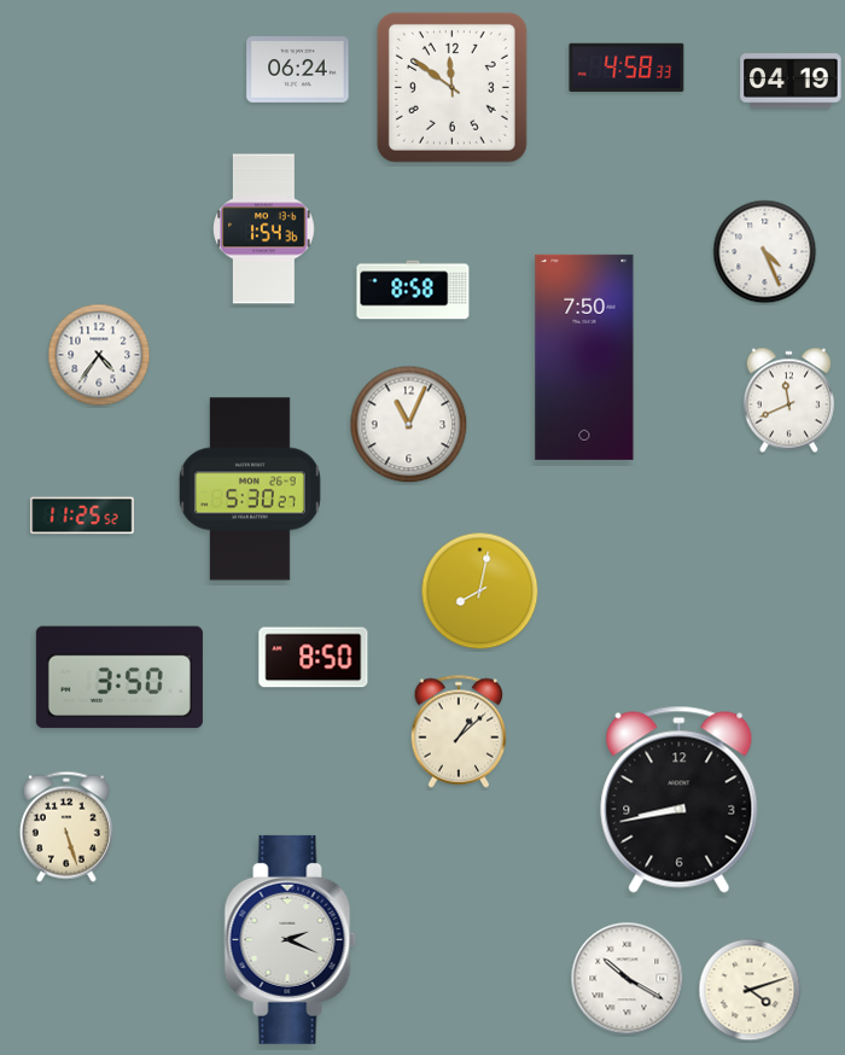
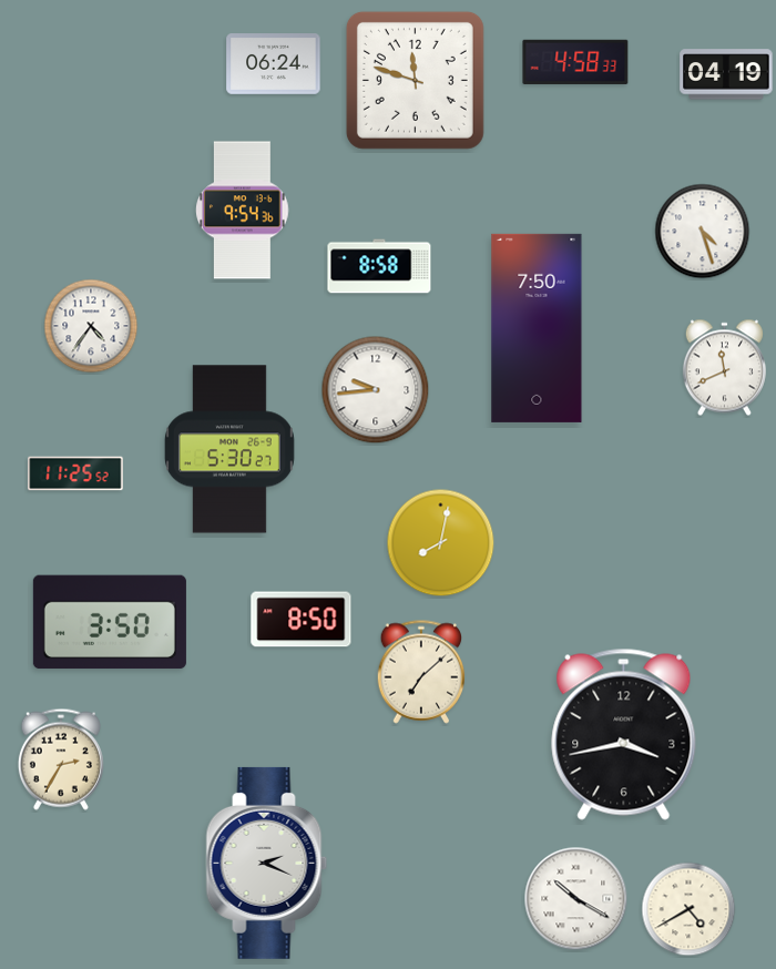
clock at (451, 87): 11:51 -> 11:48
clock at (264, 229): 1:54 -> 9:54
clock at (765, 252): 4:26 -> 4:27
clock at (409, 425): 11:04 -> 9:44
clock at (314, 658) position: (314, 658) -> (302, 620)
clock at (459, 731): 1:08 -> 7:08
clock at (680, 799): 8:43 -> 3:43
clock at (66, 827): 5:27 -> 2:35
clock at (750, 990): 4:12 -> 4:40
